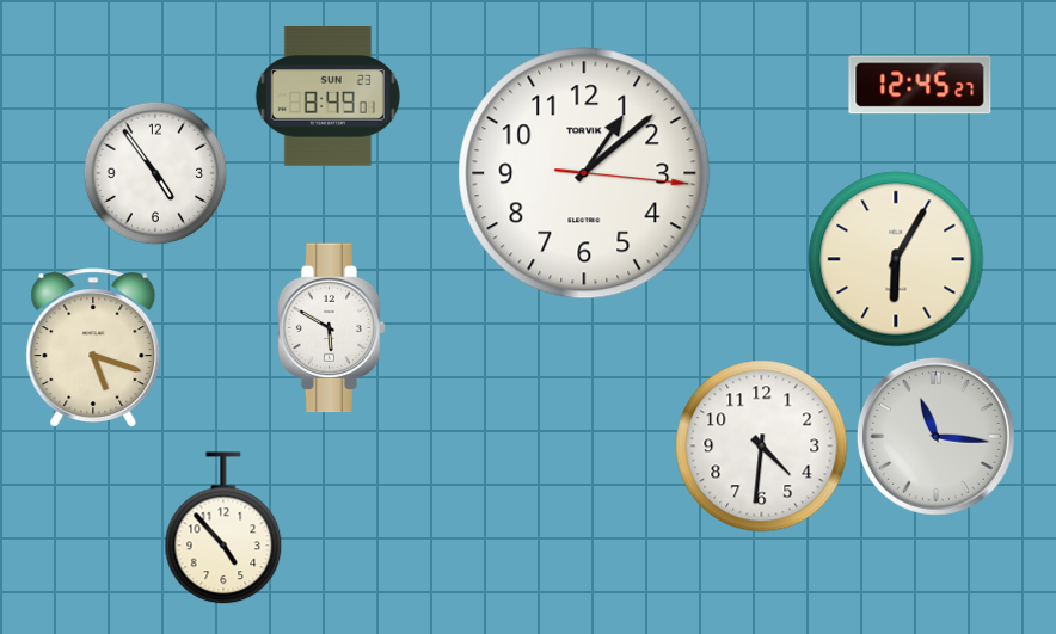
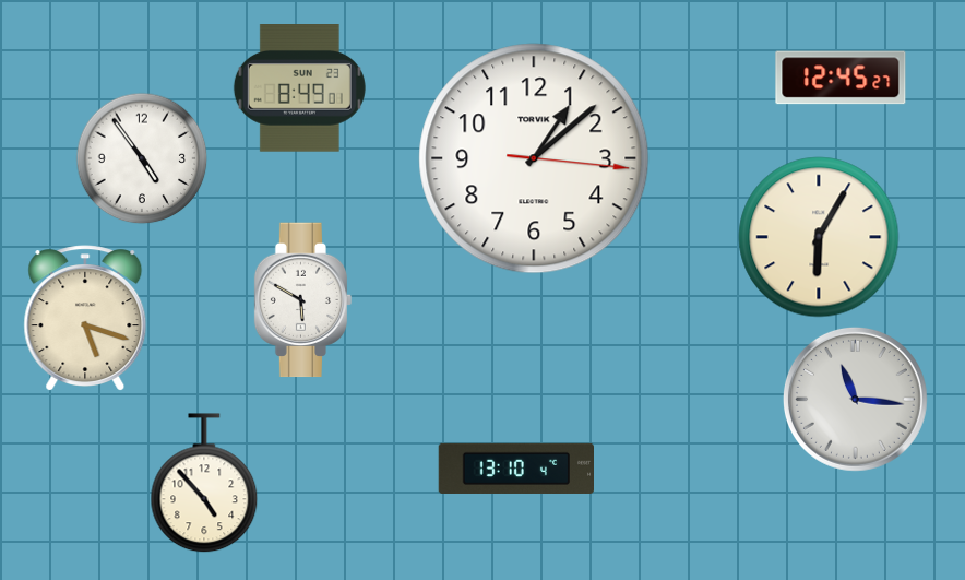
clock at (762, 447): 4:31 -> none
clock at (515, 469): none -> 13:10
